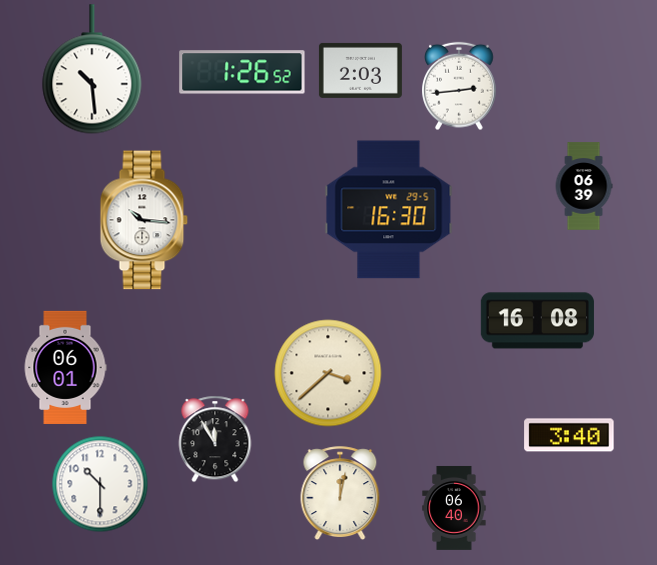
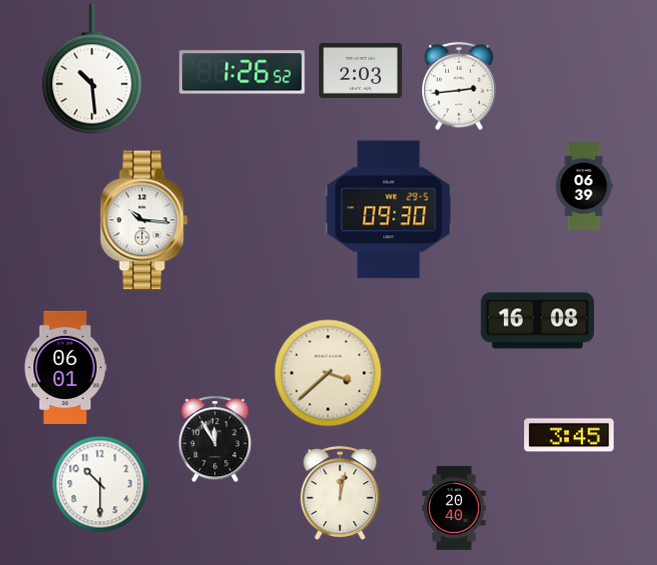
clock at (389, 210): 16:30 -> 09:30
clock at (569, 435): 3:40 -> 3:45
clock at (454, 508): 06:40 -> 20:40
